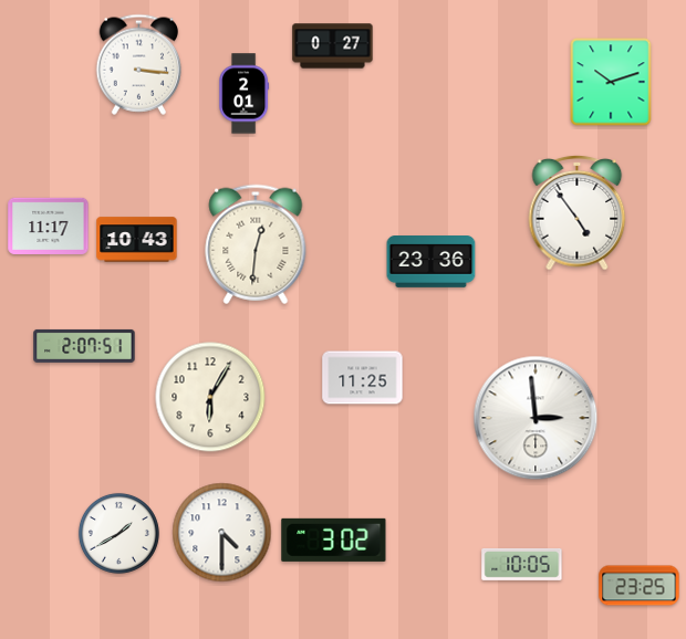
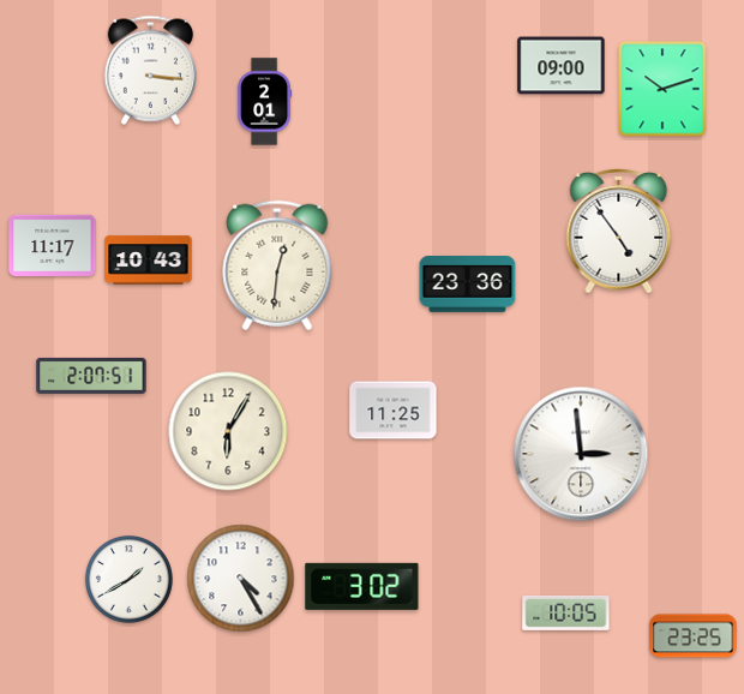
clock at (333, 46): 0:27 -> none
clock at (562, 66): none -> 09:00
clock at (578, 213) position: (578, 213) -> (619, 232)
clock at (222, 533): 4:30 -> 4:25
